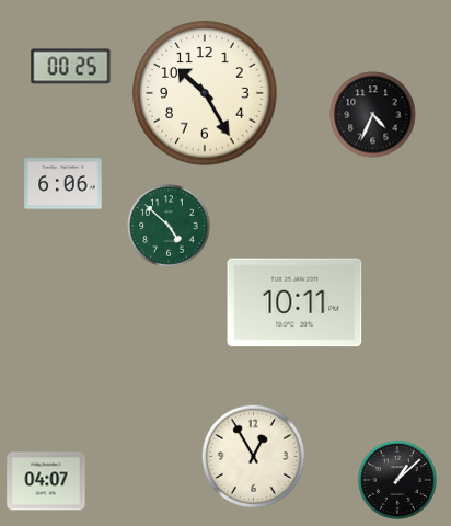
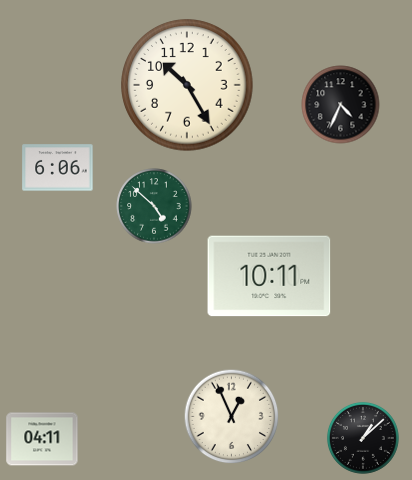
clock at (71, 67): 00:25 -> none
clock at (254, 457): 12:55 -> 12:56
clock at (46, 481): 04:07 -> 04:11
